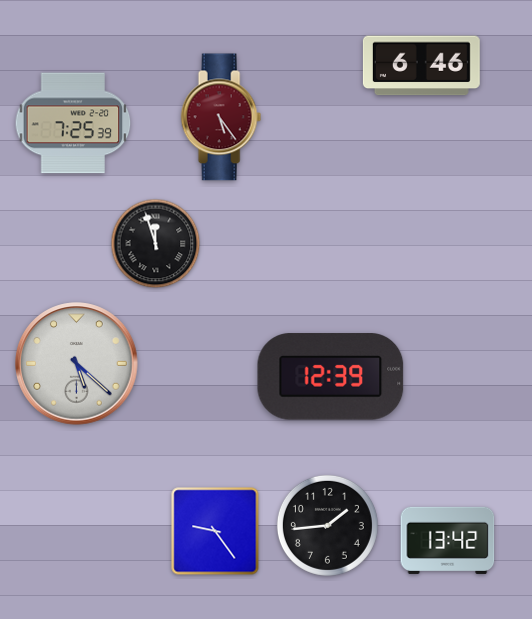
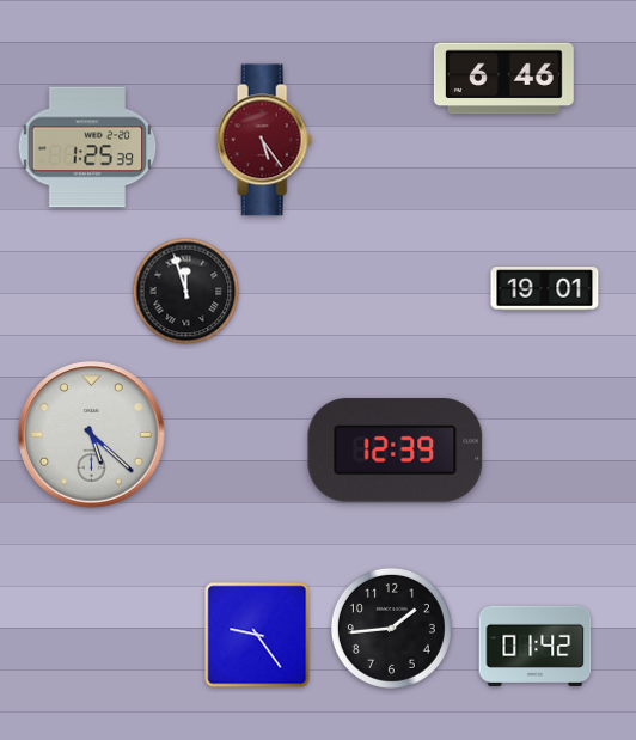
clock at (73, 123): 7:25 -> 1:25
clock at (545, 289): none -> 19:01
clock at (448, 540): 13:42 -> 01:42
